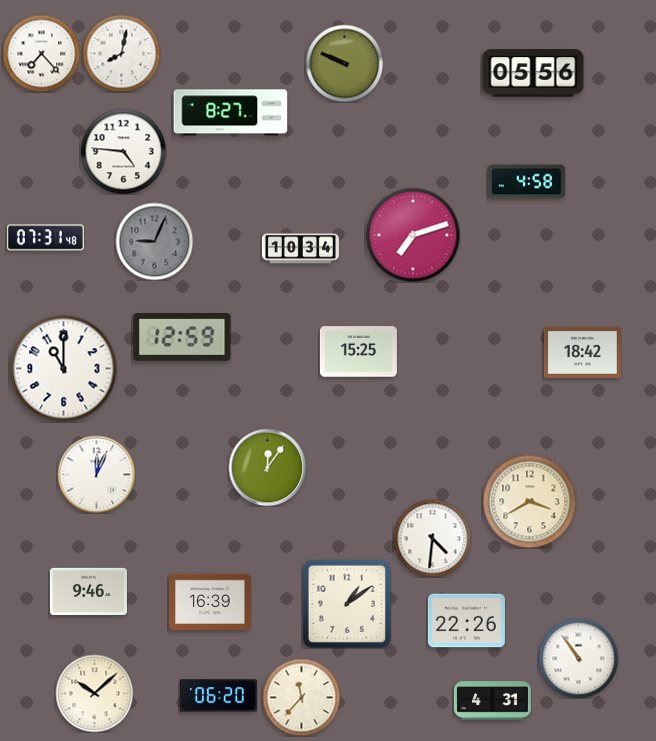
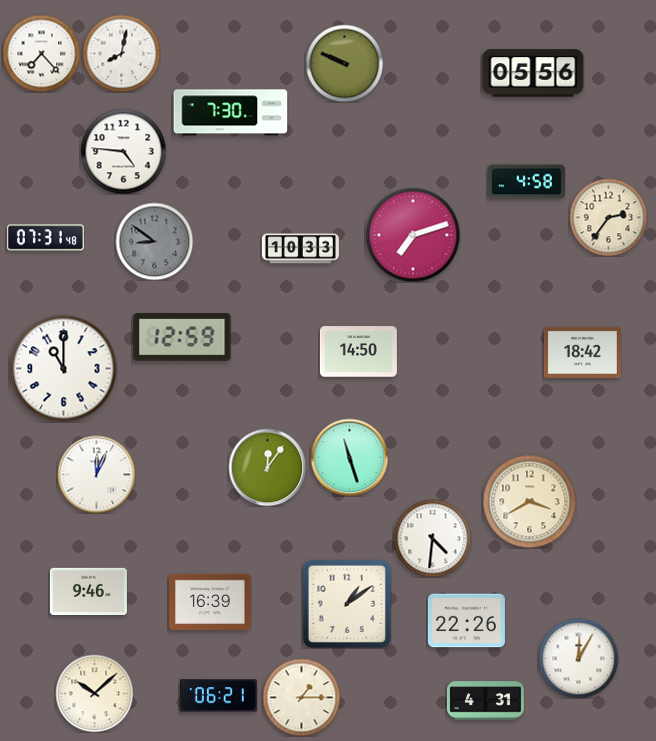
clock at (231, 113): 8:27 -> 7:30
clock at (608, 217): none -> 2:36
clock at (154, 241): 9:04 -> 8:51
clock at (300, 249): 10:34 -> 10:33
clock at (358, 352): 15:25 -> 14:50
clock at (349, 457): none -> 11:27
clock at (578, 658): 10:54 -> 12:05
clock at (218, 696): 06:20 -> 06:21
clock at (301, 697): 11:37 -> 1:15
clock at (492, 701) position: (492, 701) -> (485, 701)
